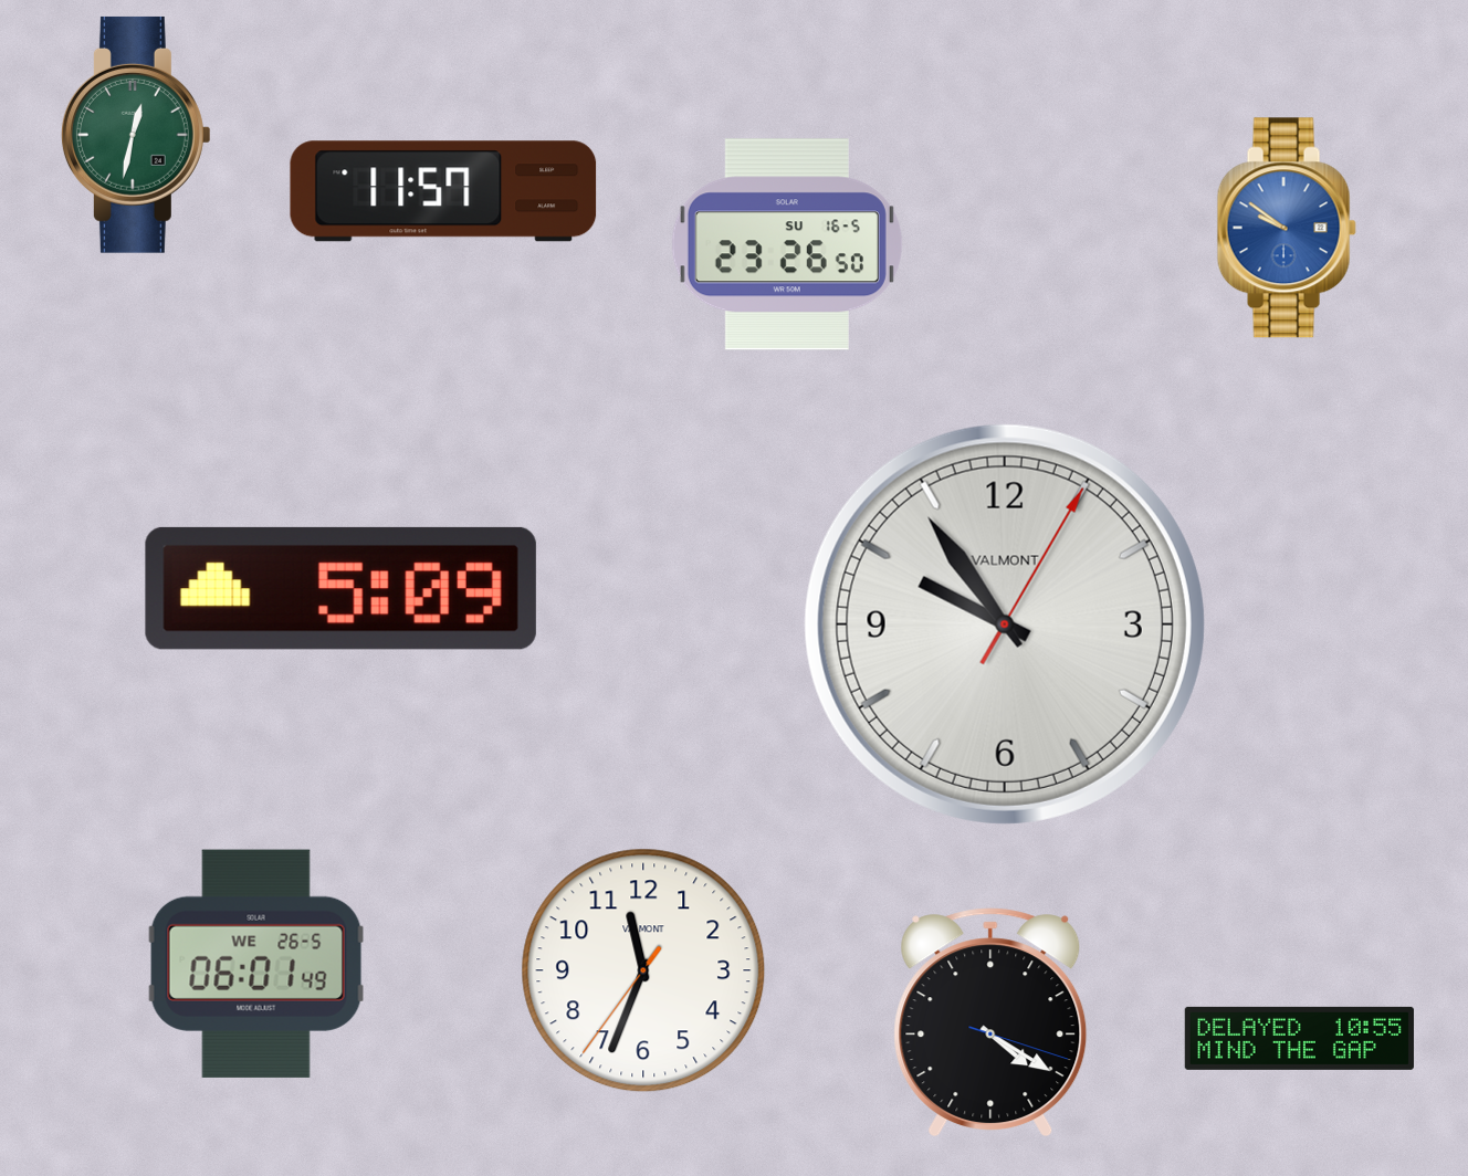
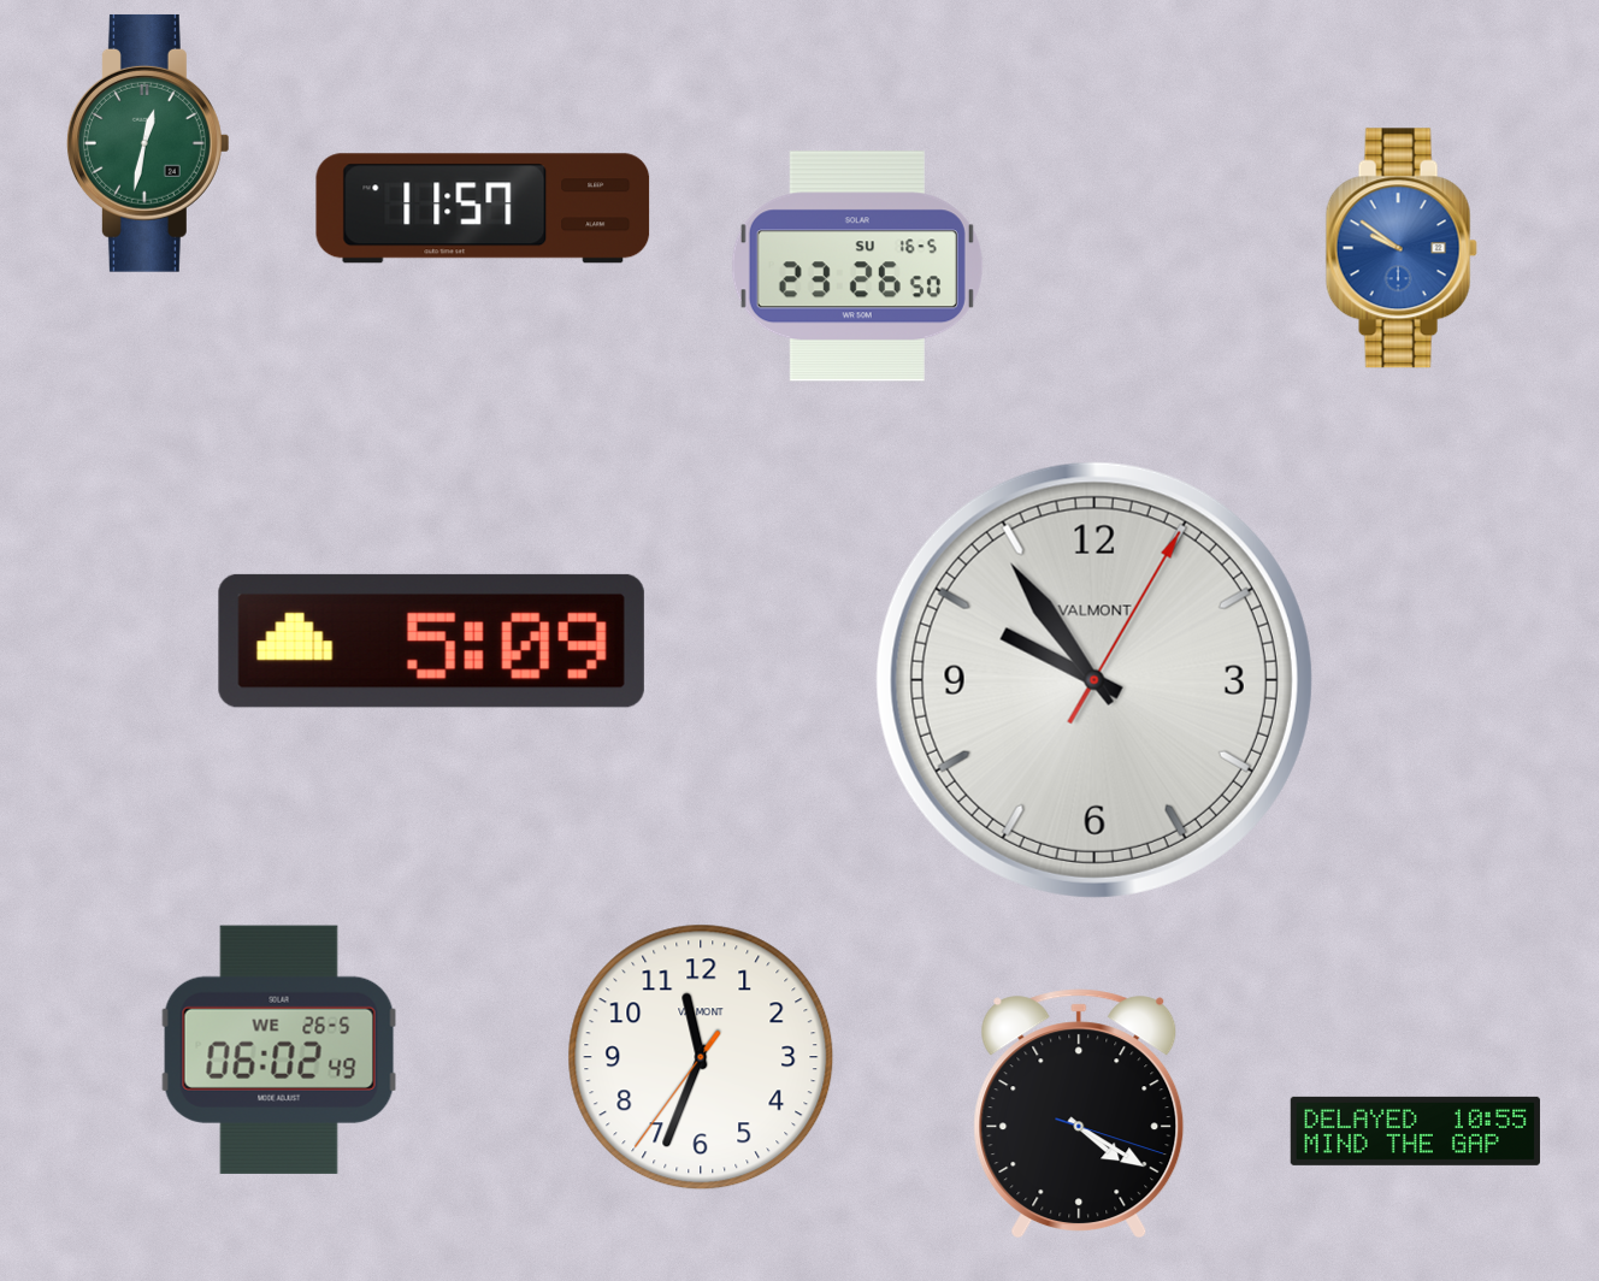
clock at (136, 135) position: (136, 135) -> (148, 143)
clock at (340, 588) position: (340, 588) -> (431, 640)
clock at (256, 964): 06:01 -> 06:02
